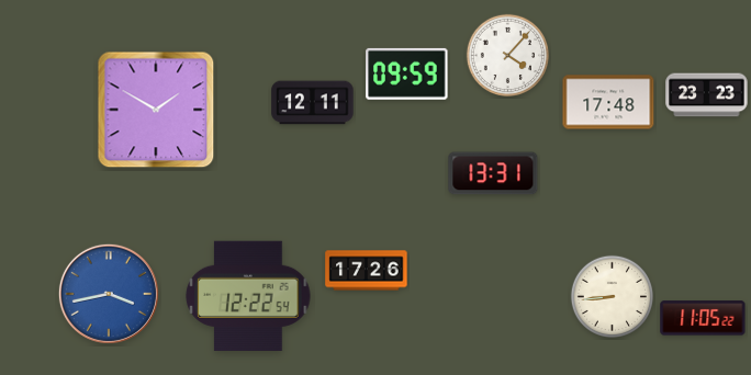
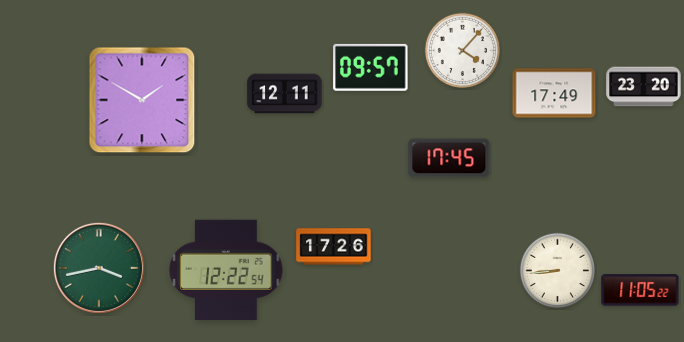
clock at (407, 73): 09:59 -> 09:57
clock at (707, 95): 23:23 -> 23:20
clock at (608, 102): 17:48 -> 17:49
clock at (493, 173): 13:31 -> 17:45
clock at (109, 294) dial: blue -> green
